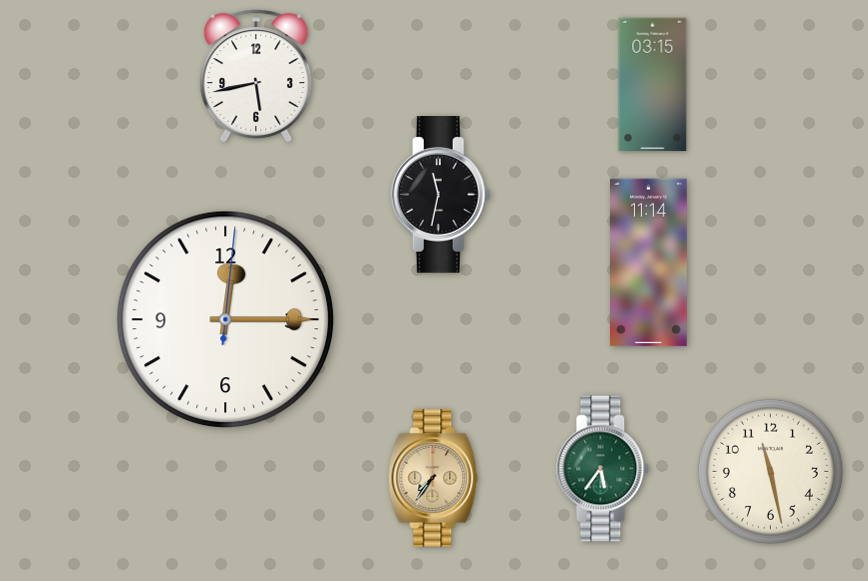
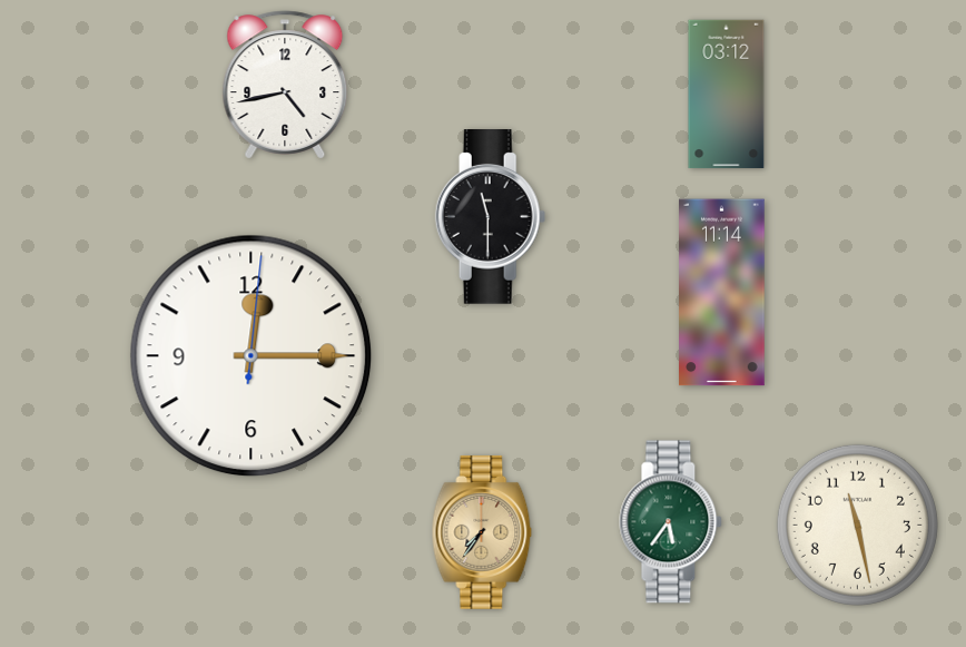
clock at (256, 76): 5:43 -> 4:43
clock at (653, 85): 03:15 -> 03:12
clock at (441, 195): 11:32 -> 11:30
